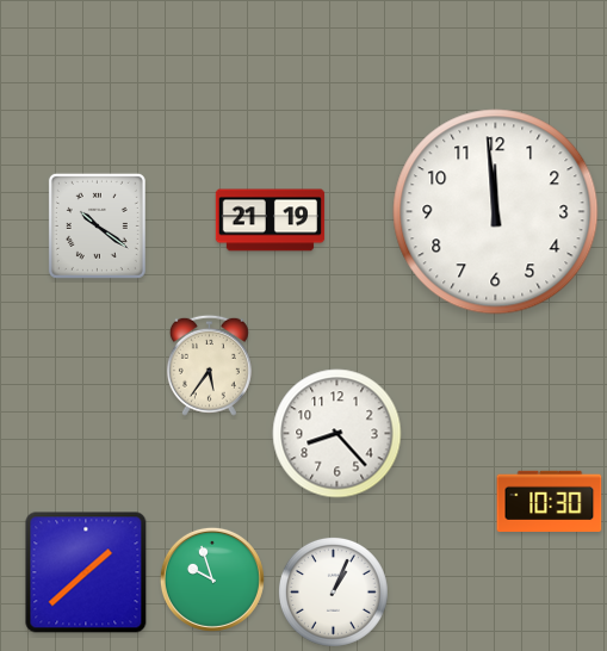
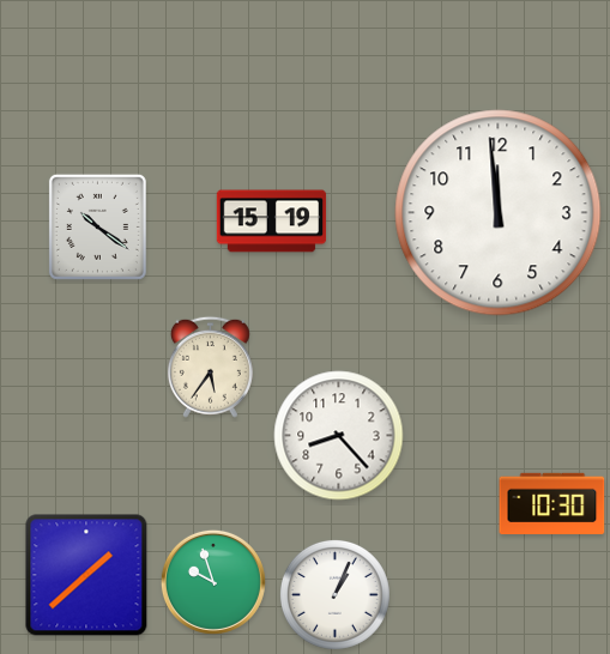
clock at (271, 221): 21:19 -> 15:19
